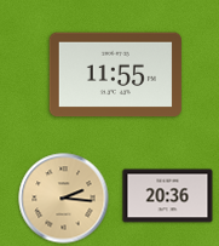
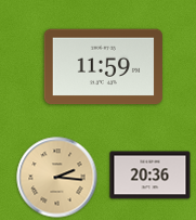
clock at (115, 75): 11:55 -> 11:59
